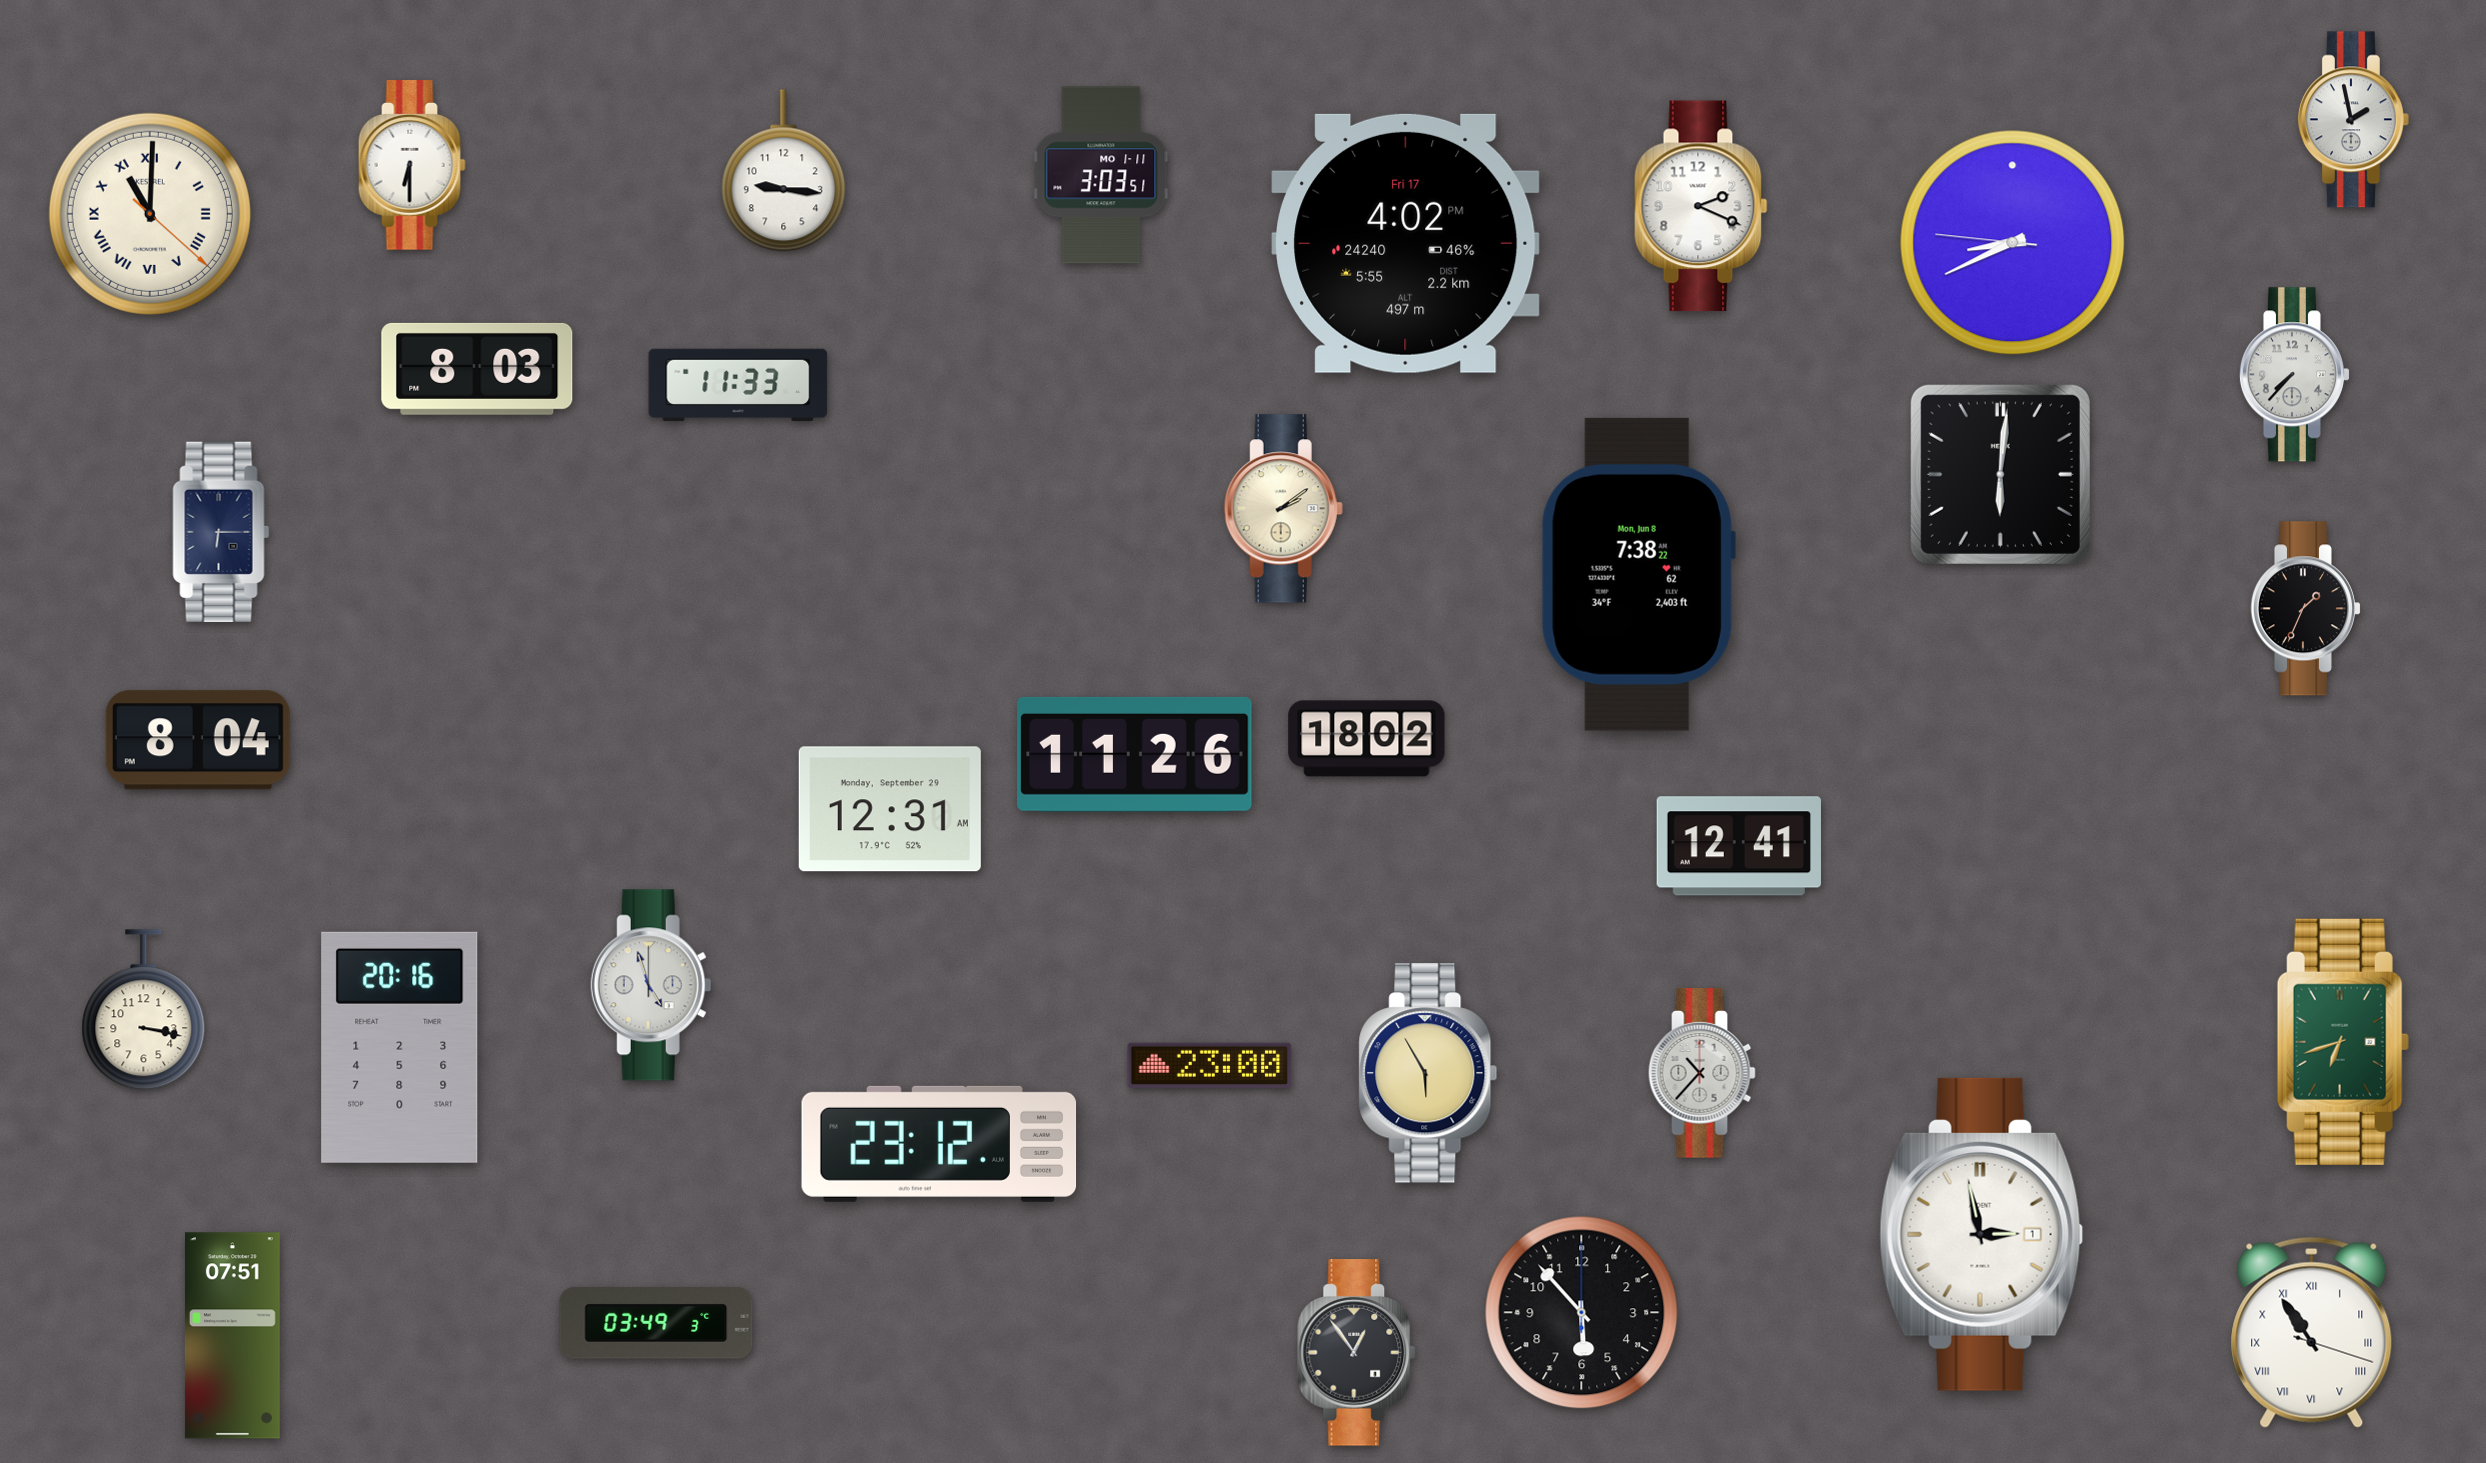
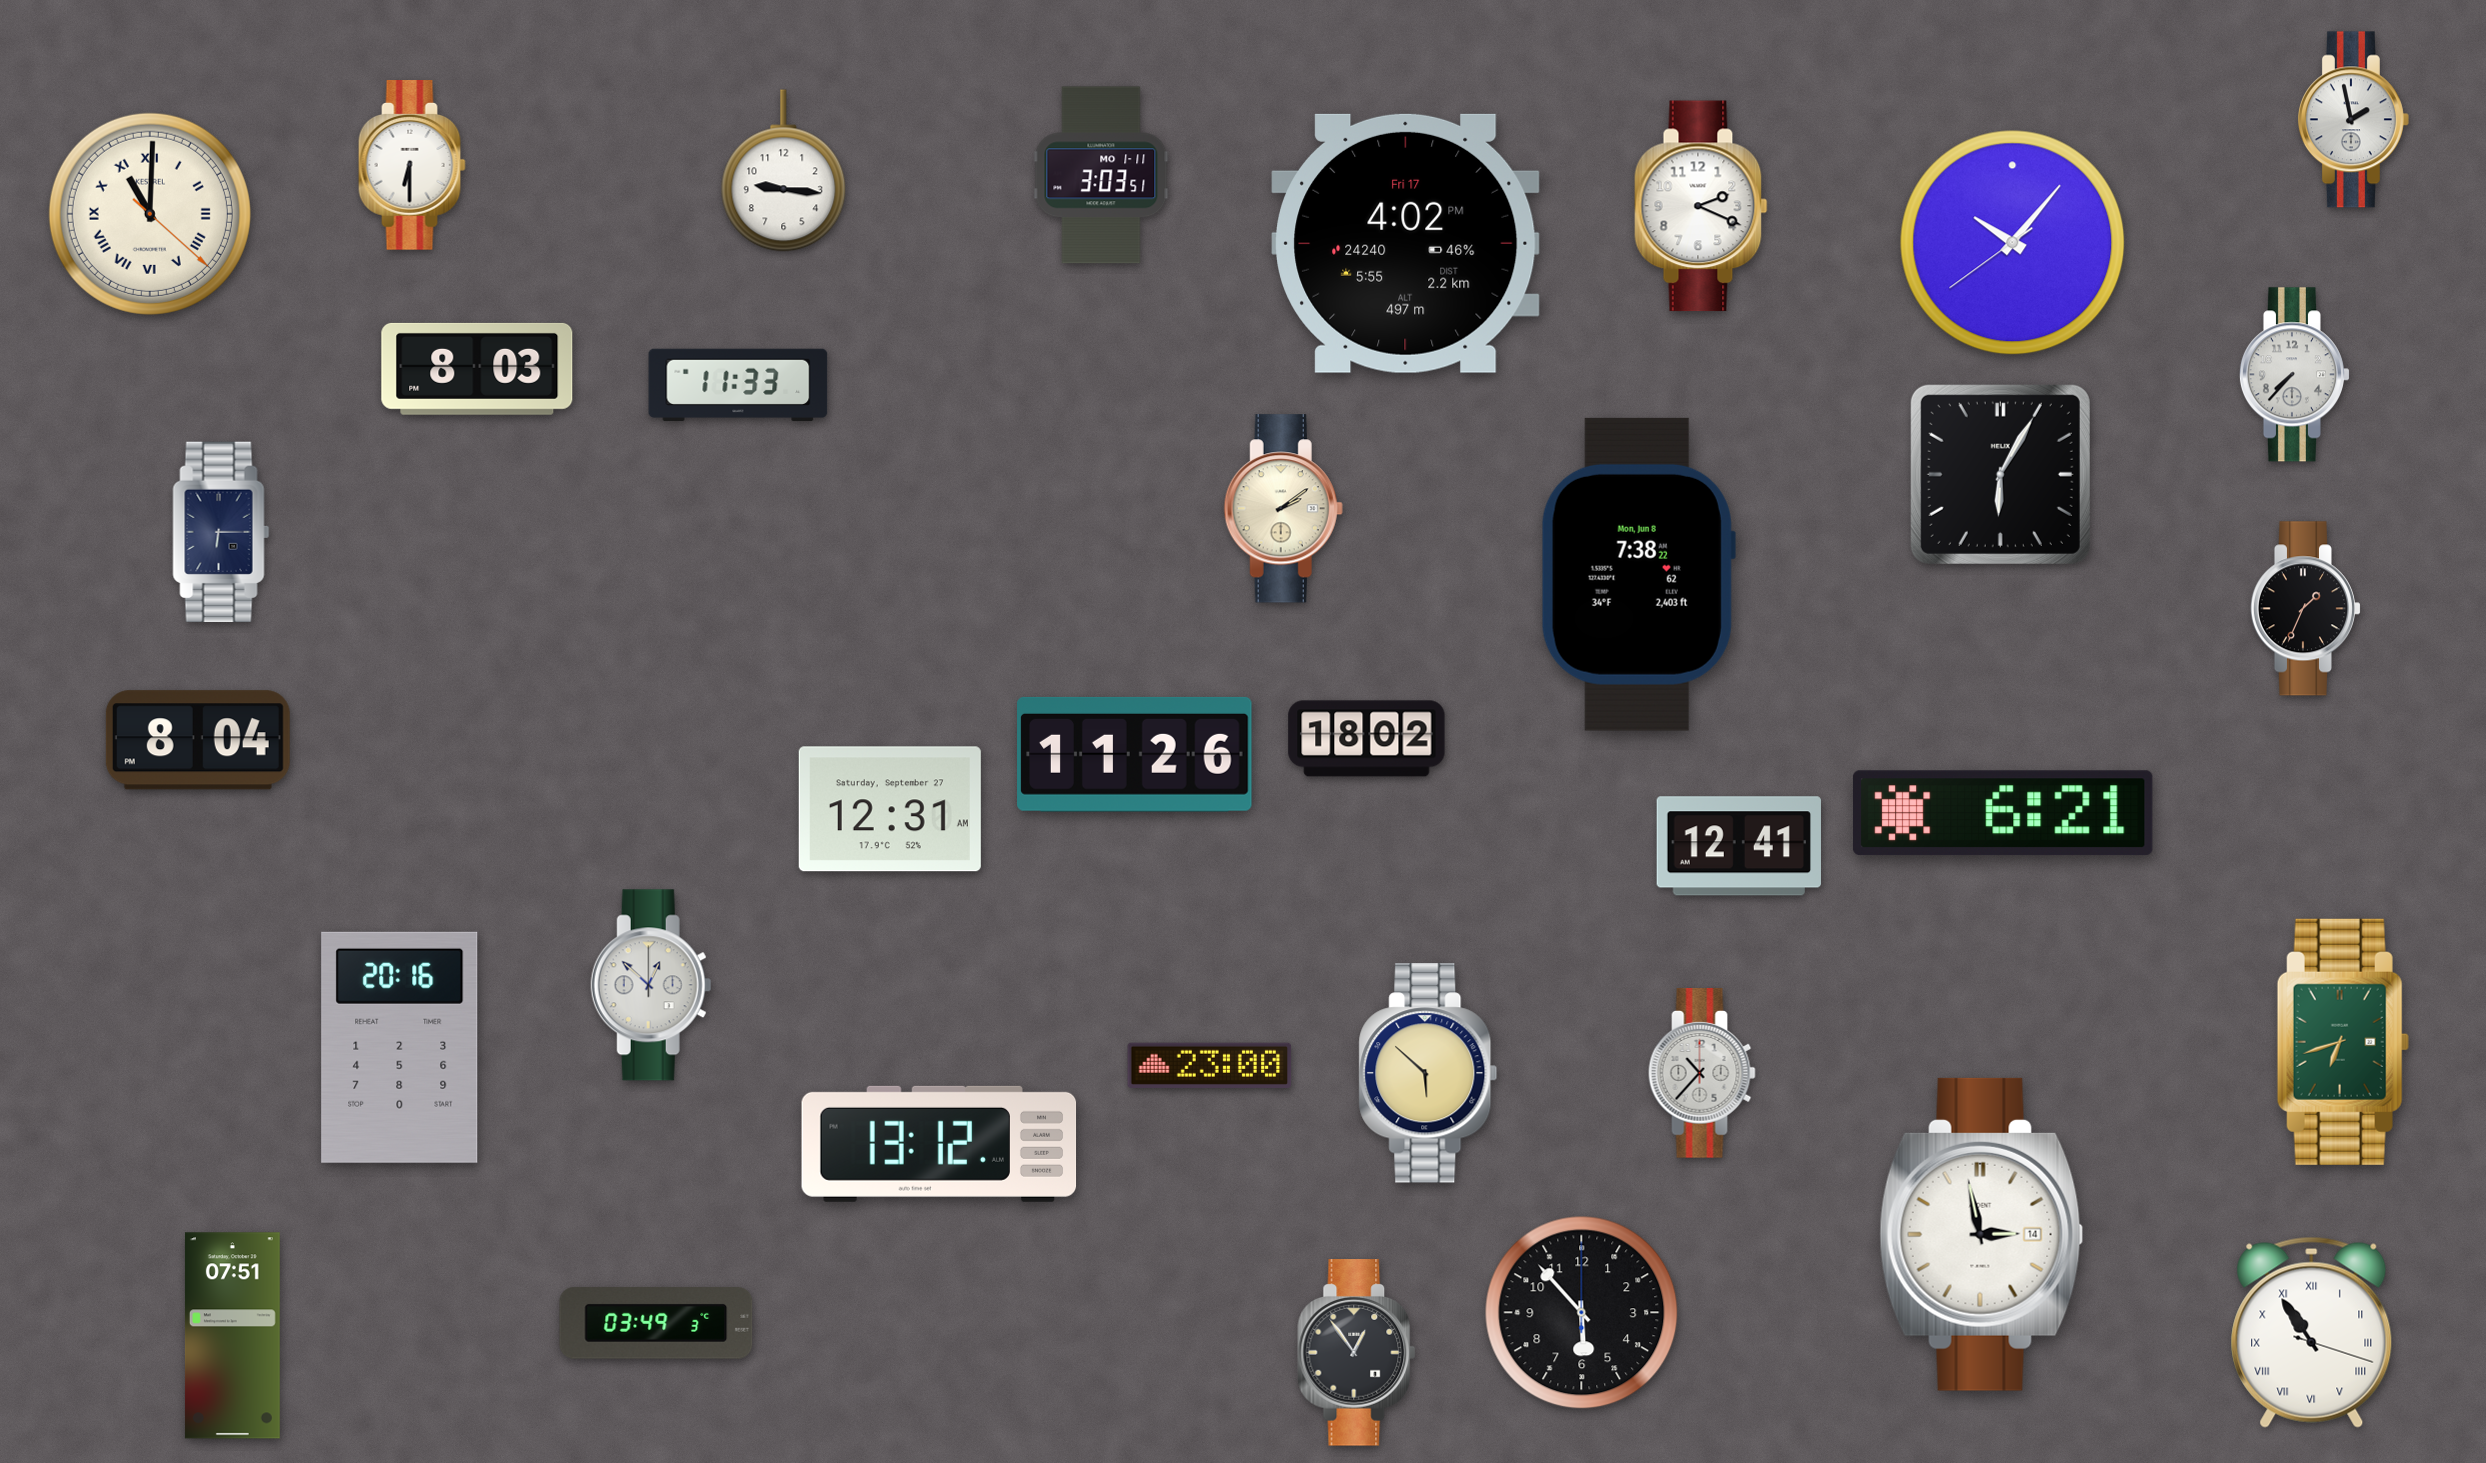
clock at (2013, 243): 8:40 -> 10:06
clock at (2000, 474): 6:01 -> 6:05
clock at (890, 809) date: Monday, September 29 -> Saturday, September 27
clock at (2004, 813): none -> 6:21
clock at (651, 985): 4:57 -> 12:52
clock at (144, 1010): 3:17 -> none
clock at (1428, 1073): 5:55 -> 5:52
clock at (939, 1144): 23:12 -> 13:12
clock at (1982, 1234) date: 1 -> 14
